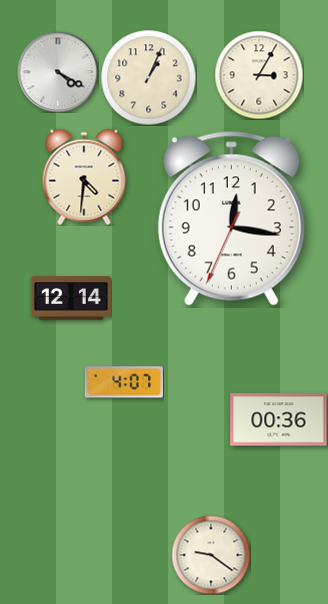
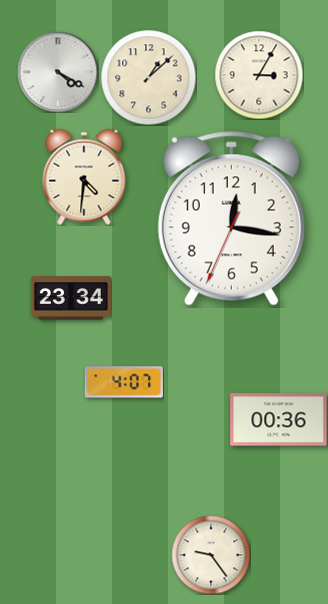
clock at (148, 77): 1:04 -> 1:08
clock at (71, 298): 12:14 -> 23:34
clock at (211, 555): 9:21 -> 9:24
